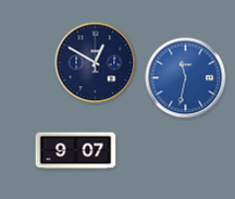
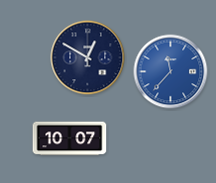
clock at (186, 78): 11:32 -> 11:37
clock at (76, 151): 9:07 -> 10:07
